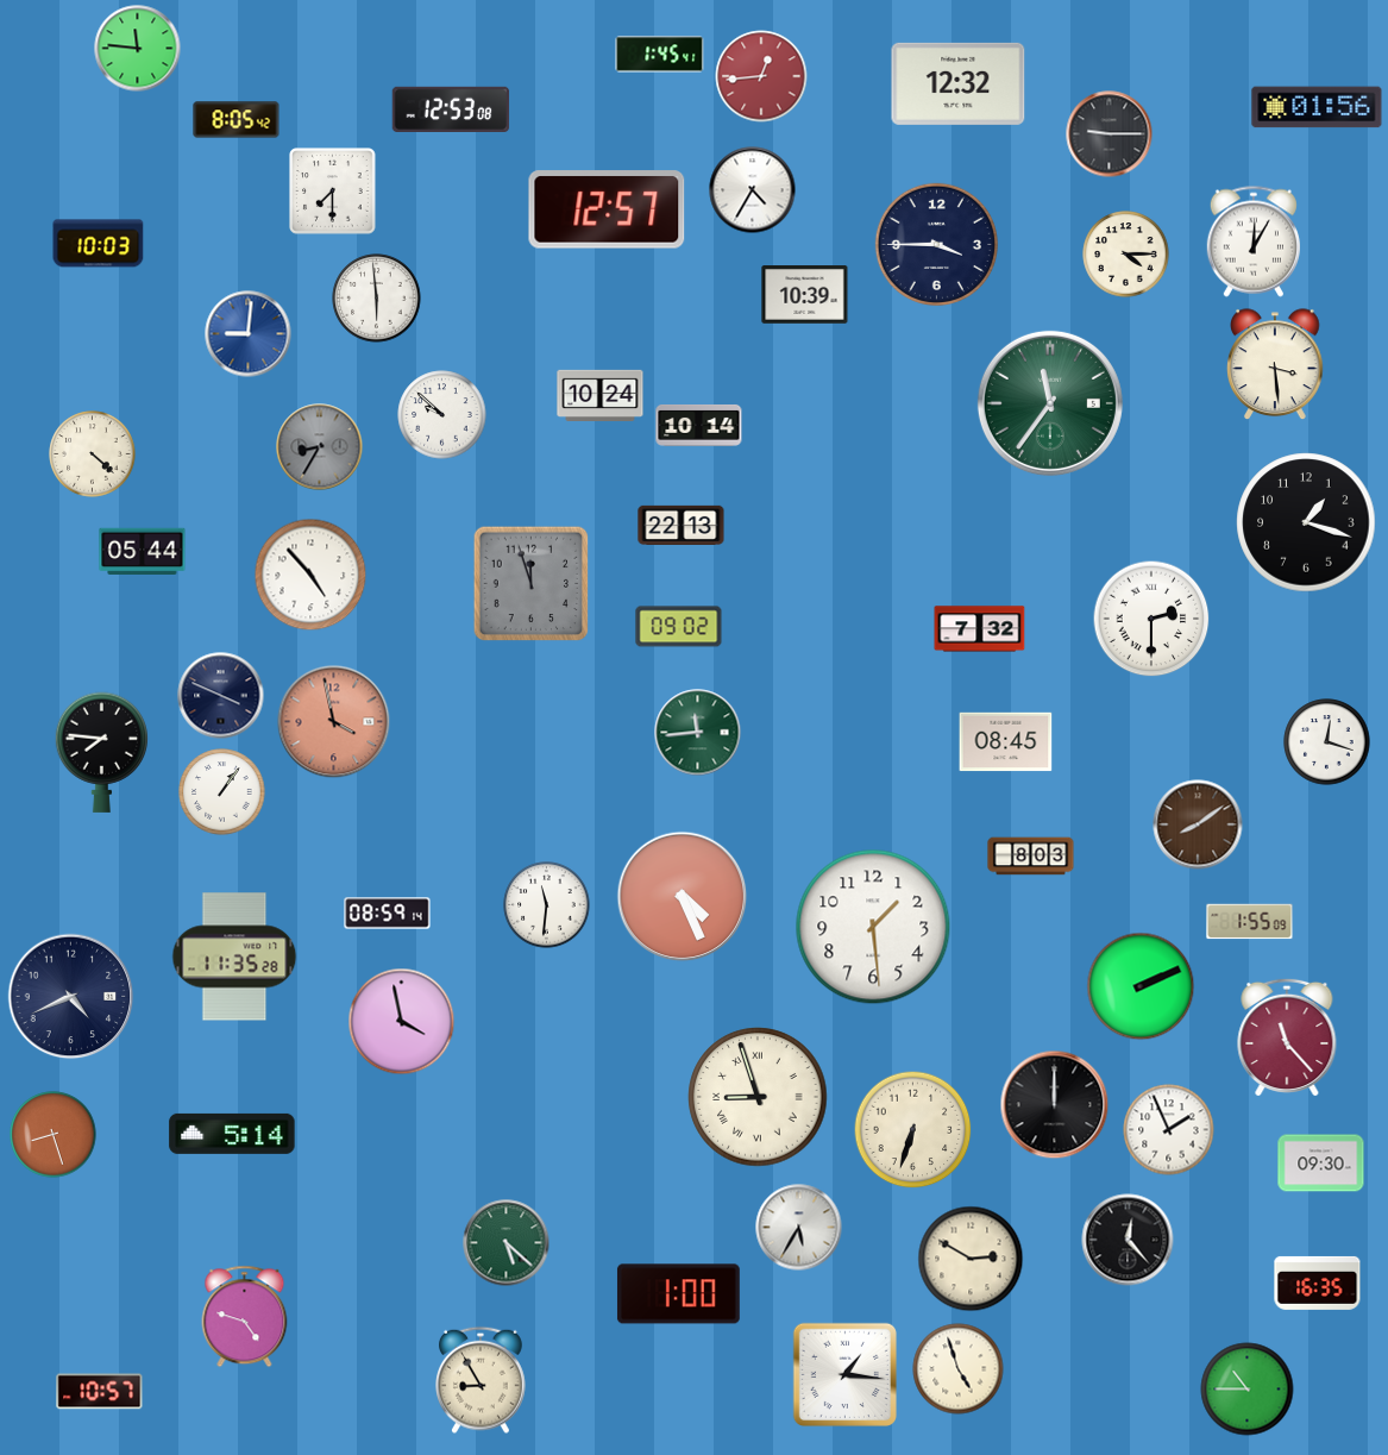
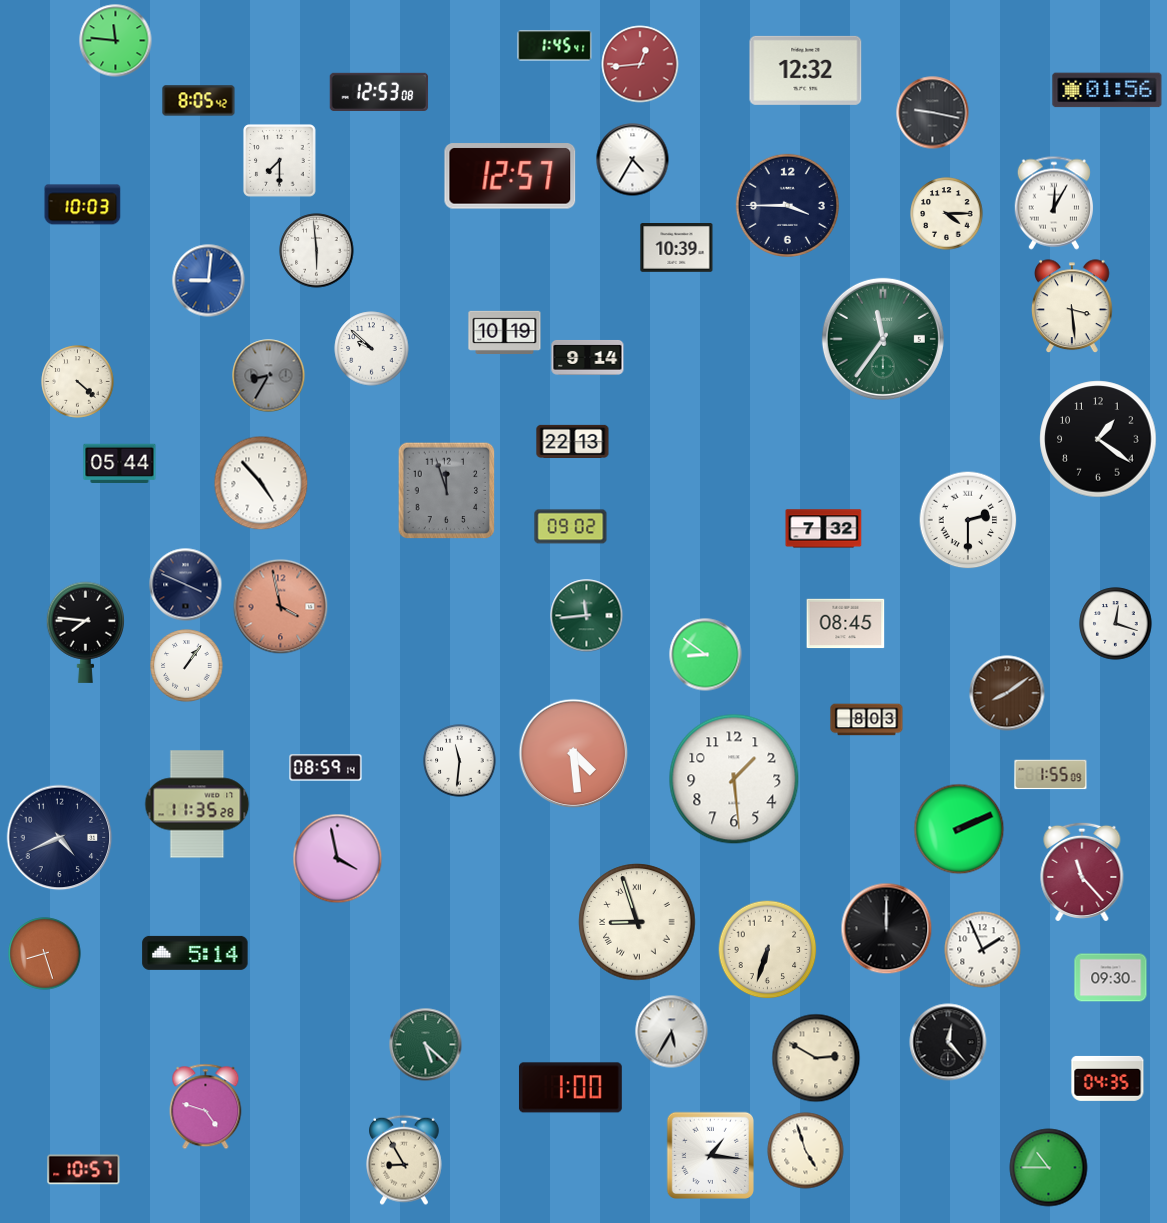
clock at (1110, 134): 9:15 -> 9:17
clock at (601, 395): 10:24 -> 10:19
clock at (699, 425): 10:14 -> 9:14
clock at (1306, 522): 1:18 -> 1:21
clock at (706, 655): none -> 8:51
clock at (683, 897): 4:26 -> 4:29
clock at (1318, 1282): 16:35 -> 04:35
